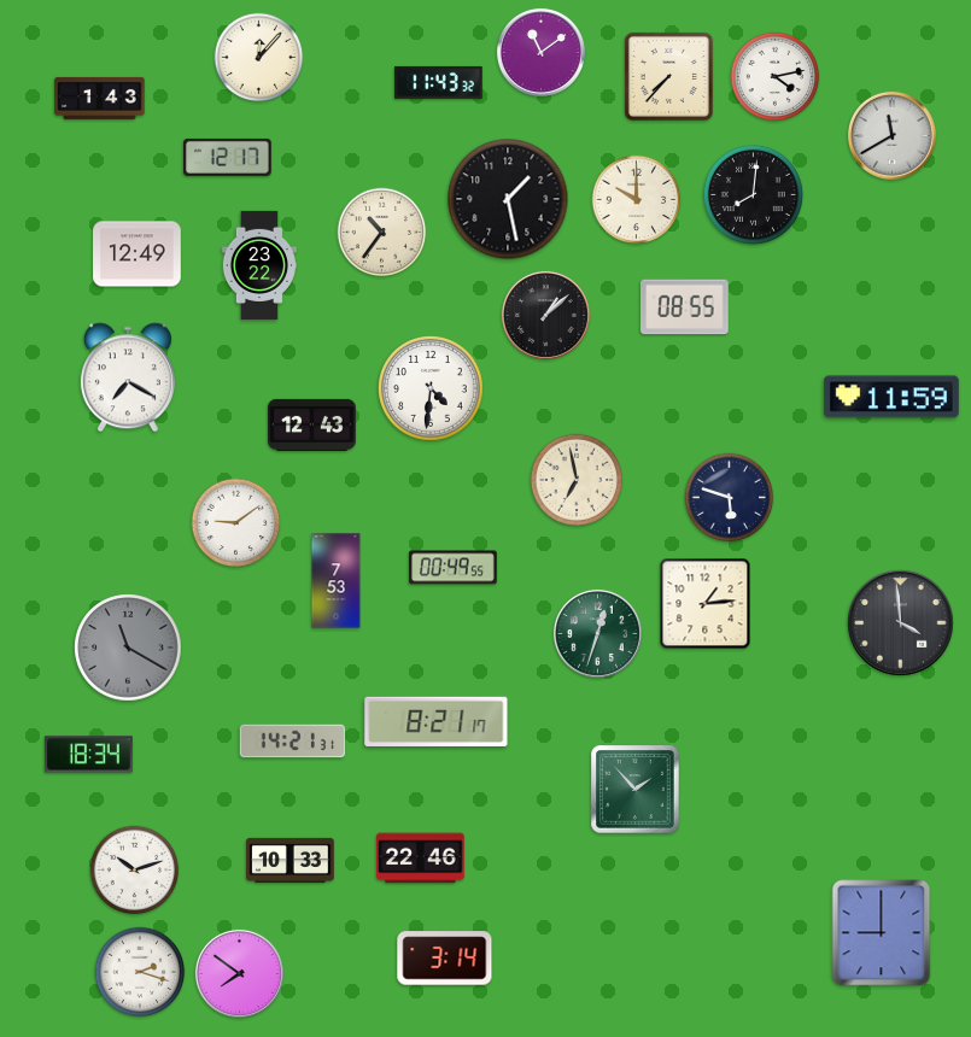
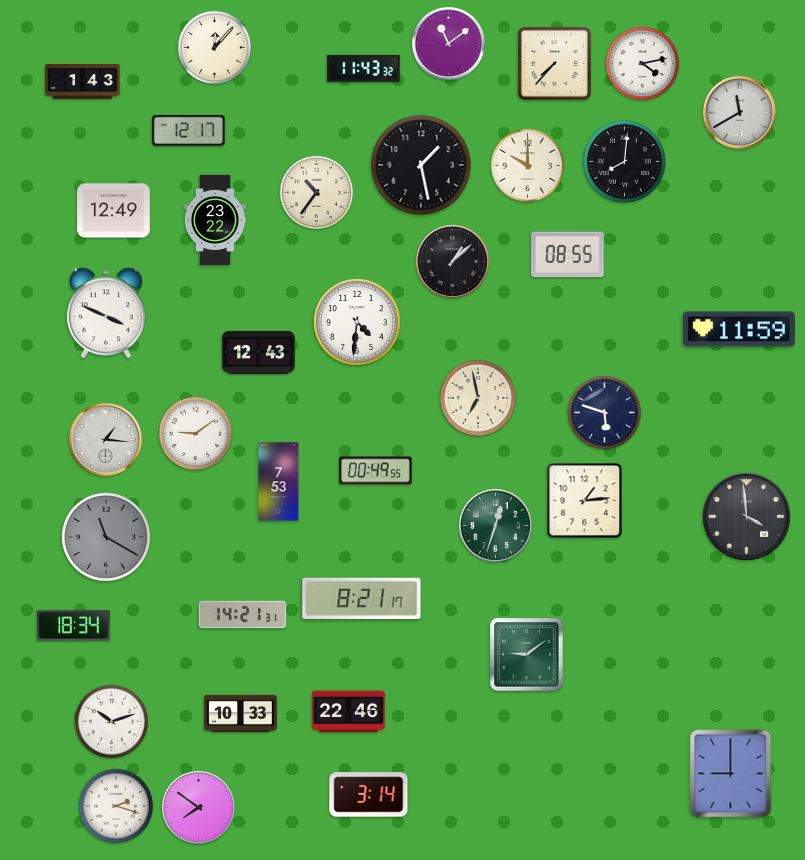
clock at (128, 377): 7:20 -> 3:49
clock at (105, 439): none -> 1:16
clock at (636, 790): 1:53 -> 9:09
